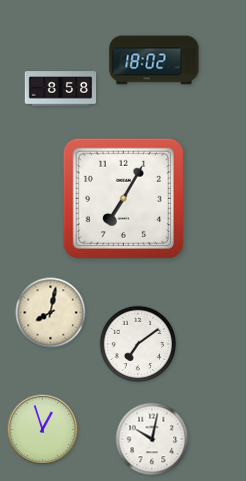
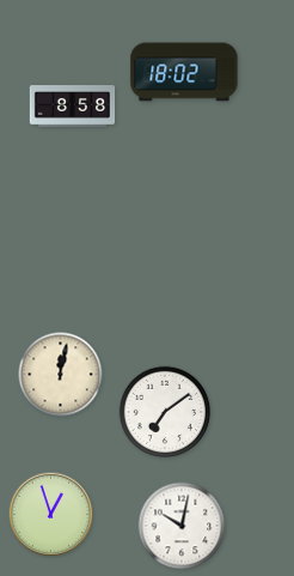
clock at (123, 198): 7:05 -> none
clock at (51, 313): 8:02 -> 12:02
